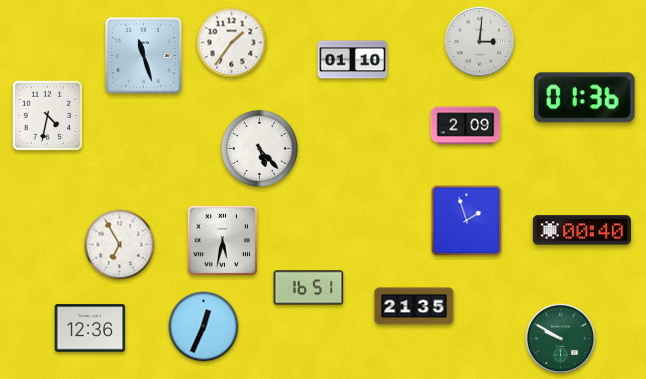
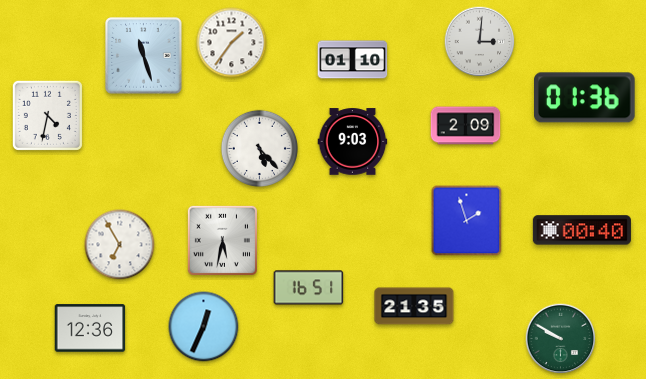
clock at (353, 142): none -> 9:03
